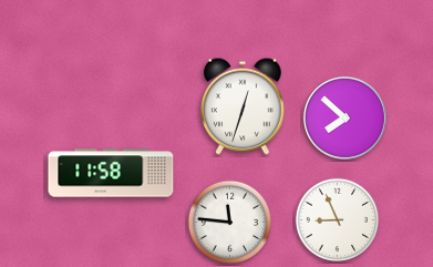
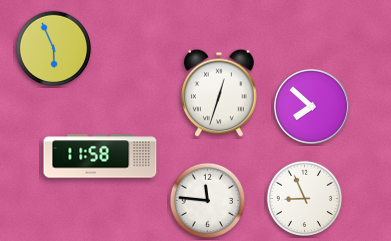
clock at (54, 49): none -> 5:56
clock at (243, 106) position: (243, 106) -> (219, 93)
